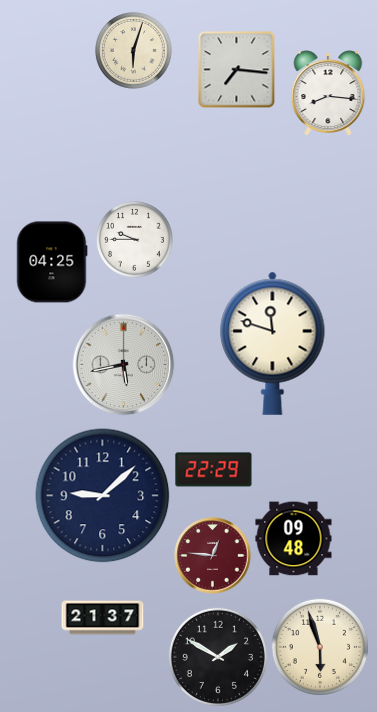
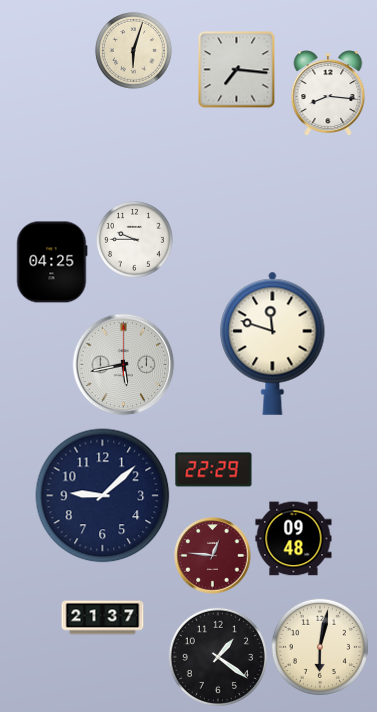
clock at (320, 647): 5:57 -> 6:02
clock at (218, 657): 1:50 -> 1:21
